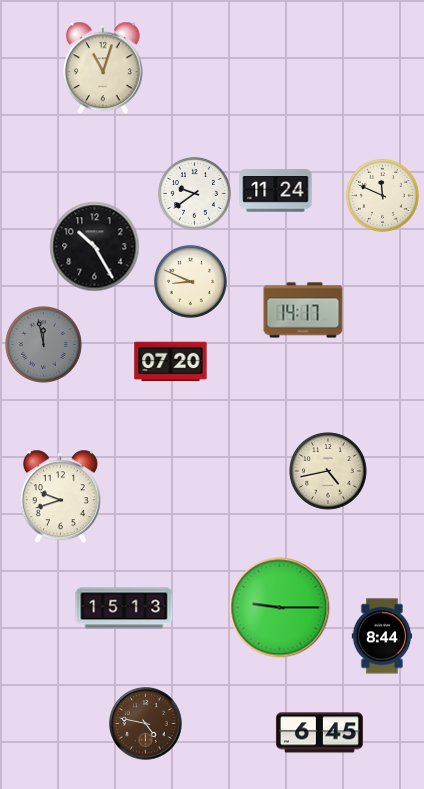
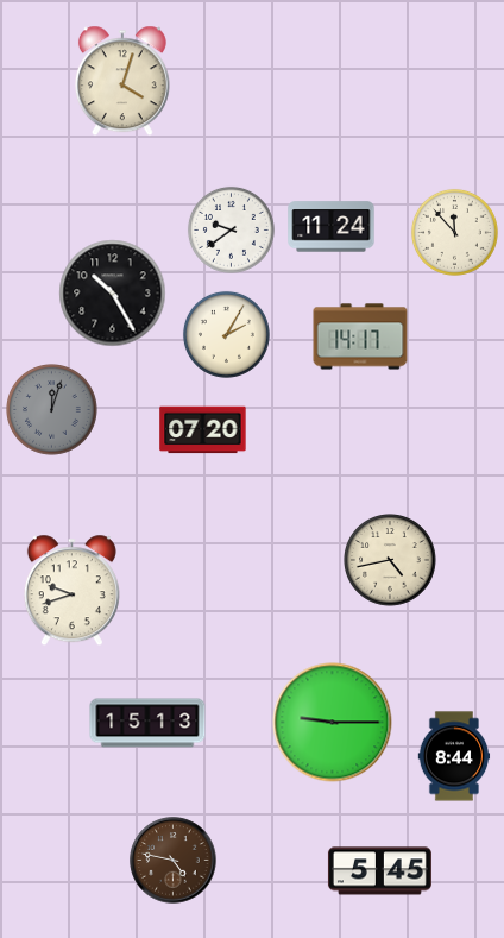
clock at (103, 68): 11:03 -> 4:03
clock at (276, 191) position: (276, 191) -> (332, 227)
clock at (382, 195): 11:49 -> 11:53
clock at (190, 281): 8:49 -> 2:05
clock at (303, 310) position: (303, 310) -> (360, 336)
clock at (44, 345): 11:58 -> 12:03
clock at (319, 733): 6:45 -> 5:45
